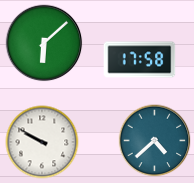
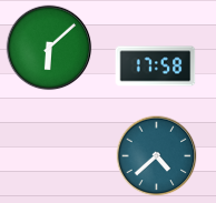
clock at (155, 141) position: (155, 141) -> (157, 156)
clock at (42, 142): 9:50 -> none
